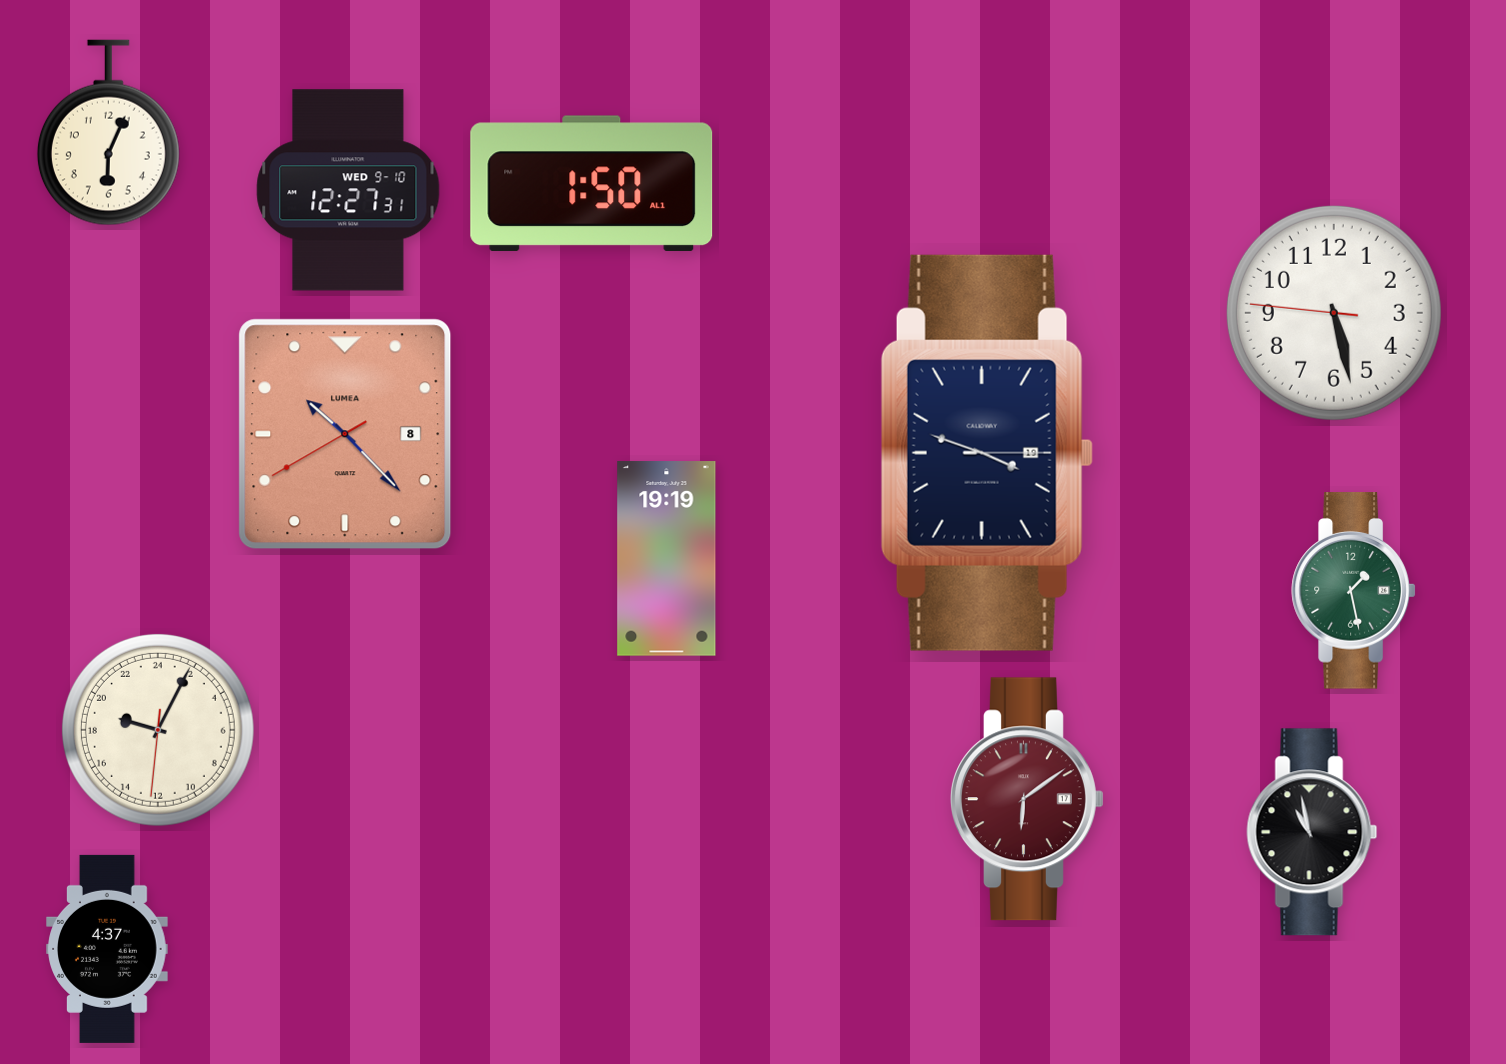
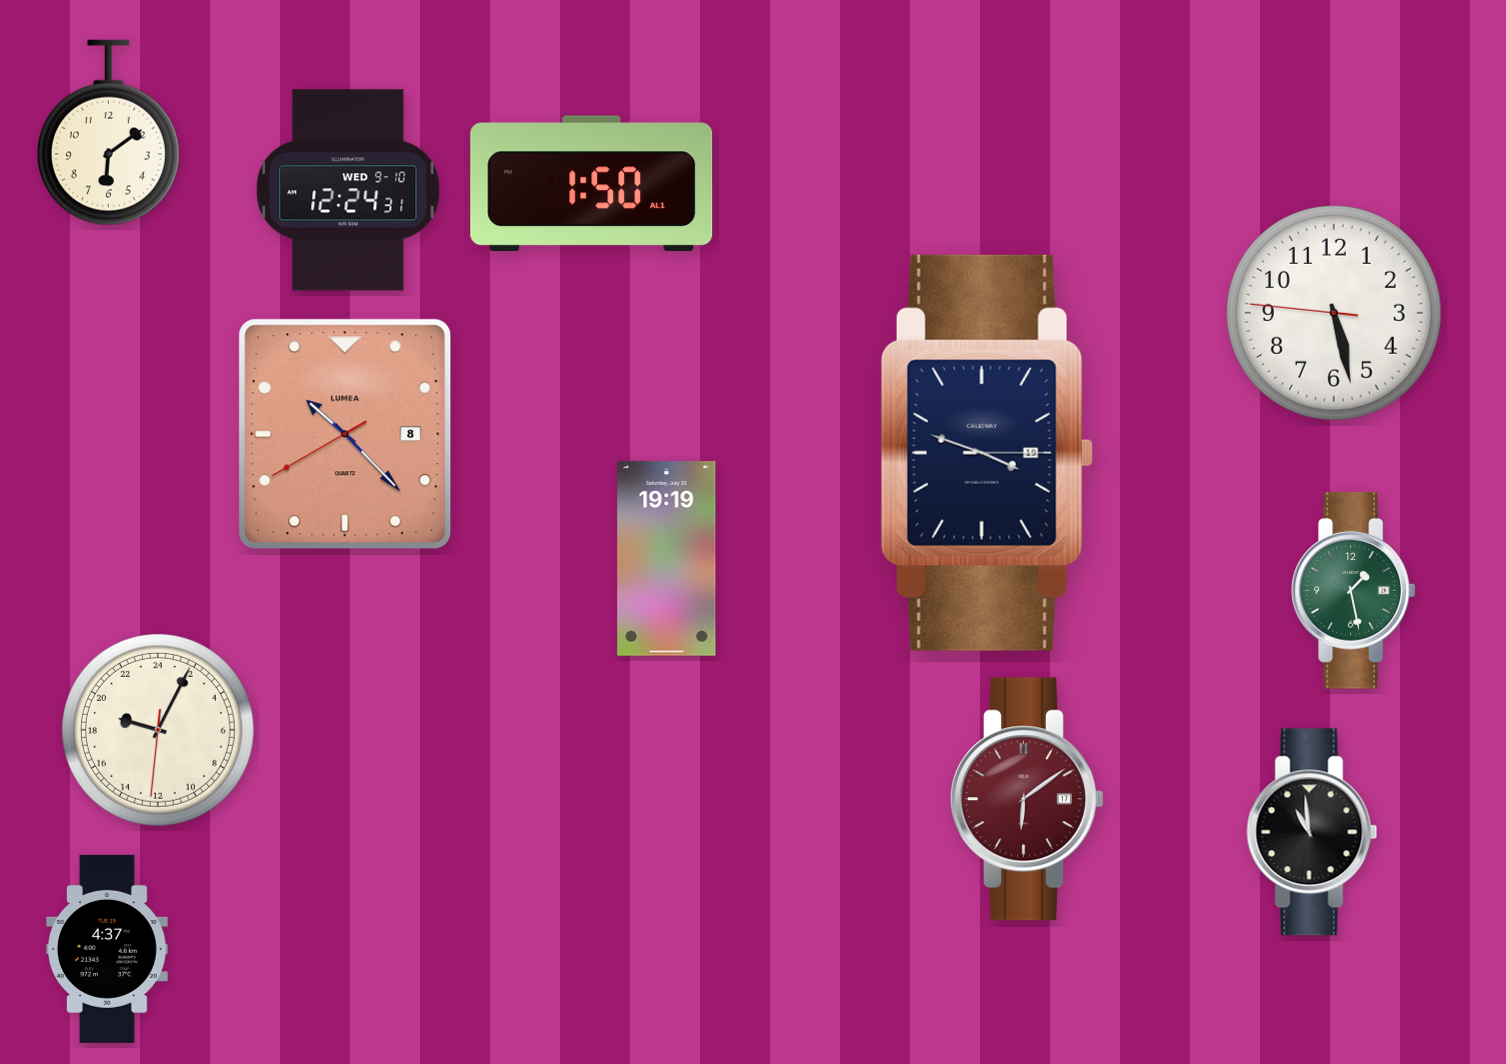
clock at (108, 133): 6:04 -> 6:09
clock at (348, 190): 12:27 -> 12:24
clock at (1312, 832): 10:58 -> 10:59
